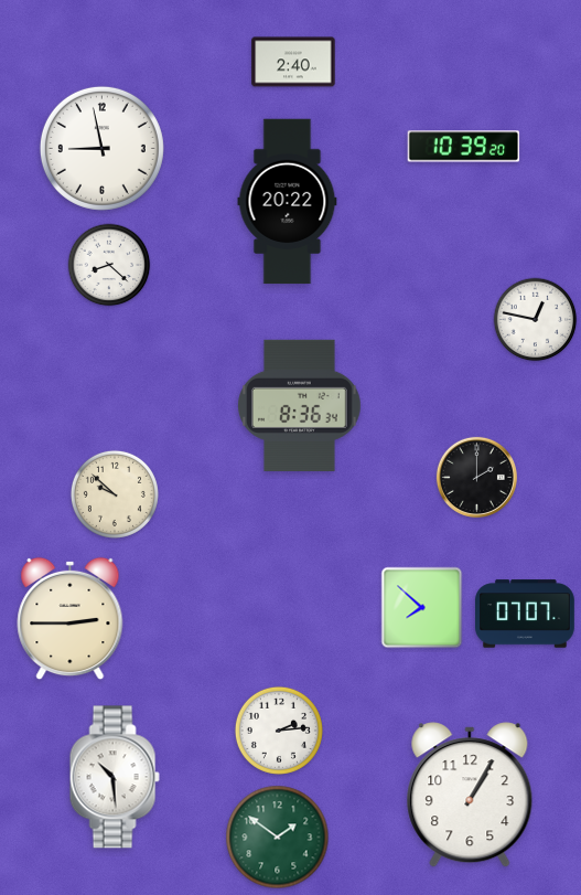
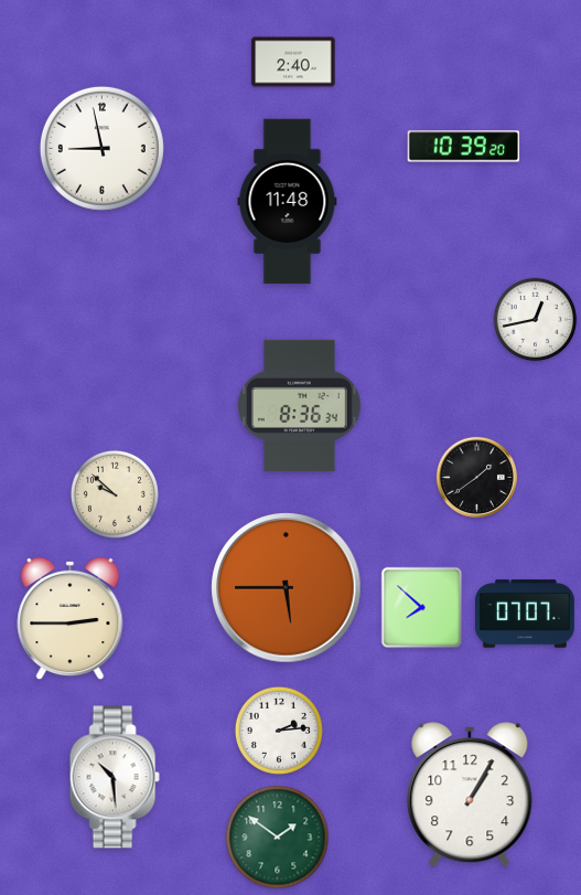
clock at (288, 202): 20:22 -> 11:48
clock at (109, 265): 8:22 -> none
clock at (536, 320): 12:47 -> 12:43
clock at (476, 477): 2:00 -> 1:39
clock at (287, 588): none -> 5:45
